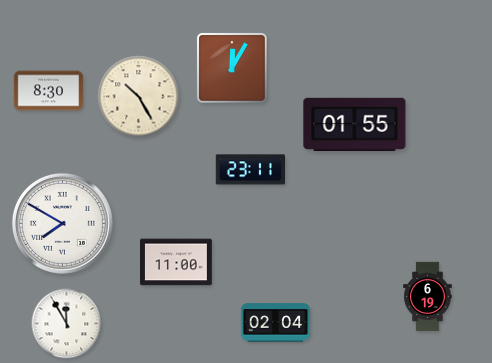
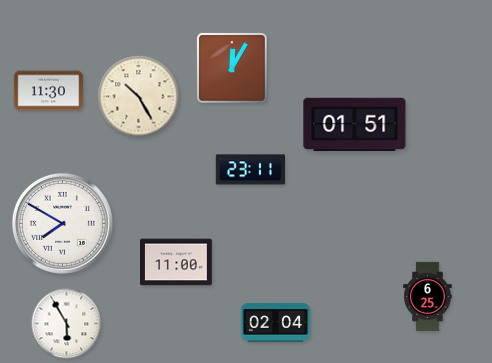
clock at (49, 91): 8:30 -> 11:30
clock at (355, 125): 01:55 -> 01:51
clock at (428, 297): 6:19 -> 6:25
clock at (67, 324): 11:55 -> 5:55
